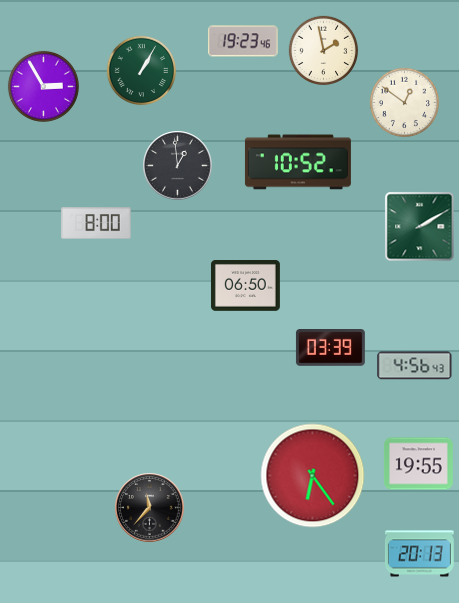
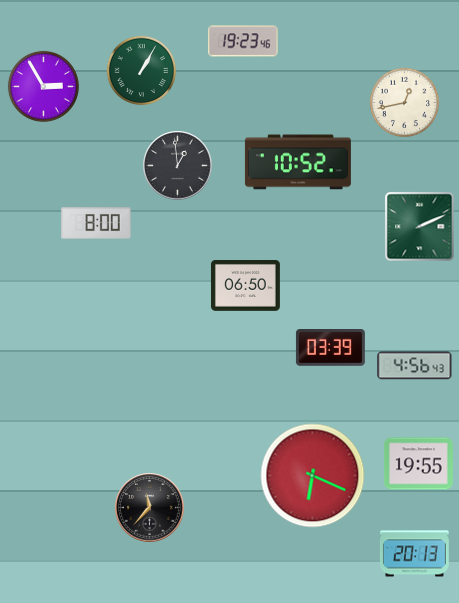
clock at (324, 51): 1:58 -> none
clock at (405, 103): 12:51 -> 12:43
clock at (420, 227): 2:10 -> 2:11
clock at (313, 476): 6:24 -> 6:19
clock at (419, 554) position: (419, 554) -> (414, 554)
